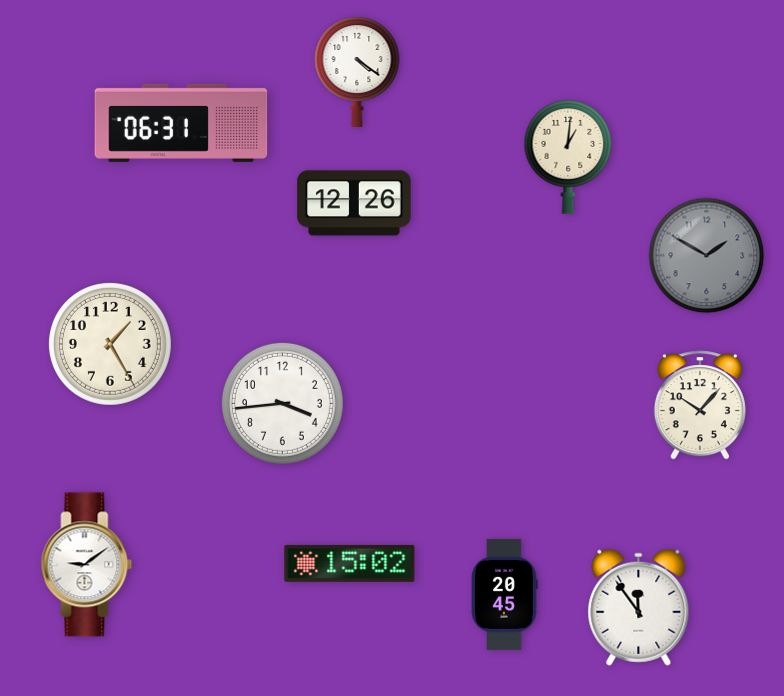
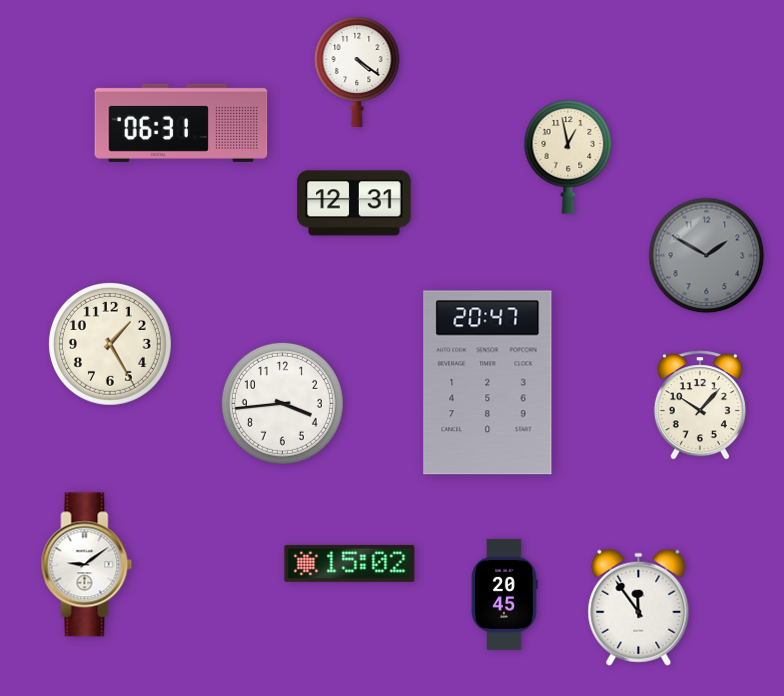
clock at (568, 157): 1:01 -> 12:58
clock at (354, 203): 12:26 -> 12:31
clock at (488, 383): none -> 20:47
